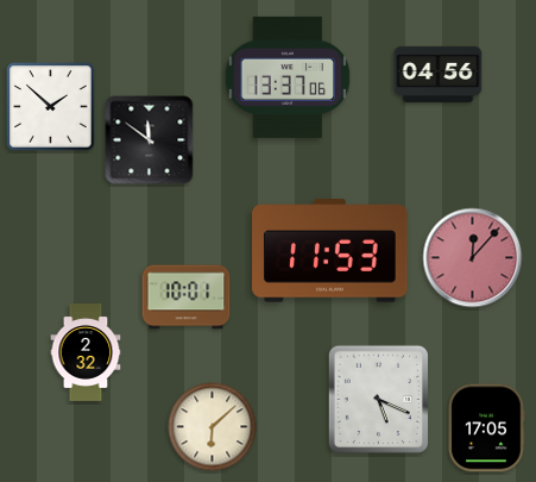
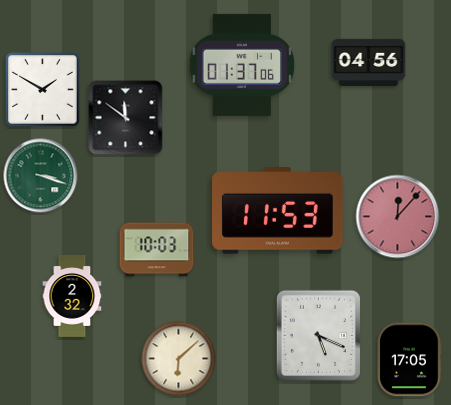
clock at (288, 77): 13:37 -> 01:37
clock at (51, 107): 1:52 -> 1:50
clock at (41, 176): none -> 3:18
clock at (187, 298): 10:01 -> 10:03
